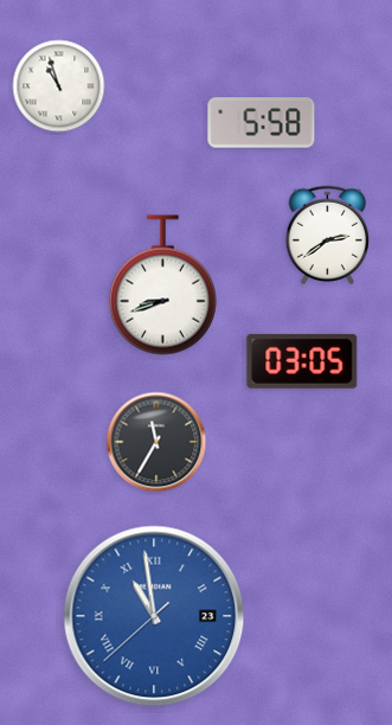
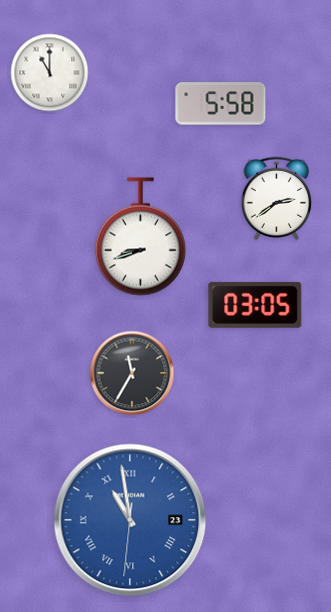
clock at (59, 86): 10:57 -> 11:00
clock at (162, 285) position: (162, 285) -> (140, 237)
clock at (154, 616): 10:58:38 -> 10:58:31
